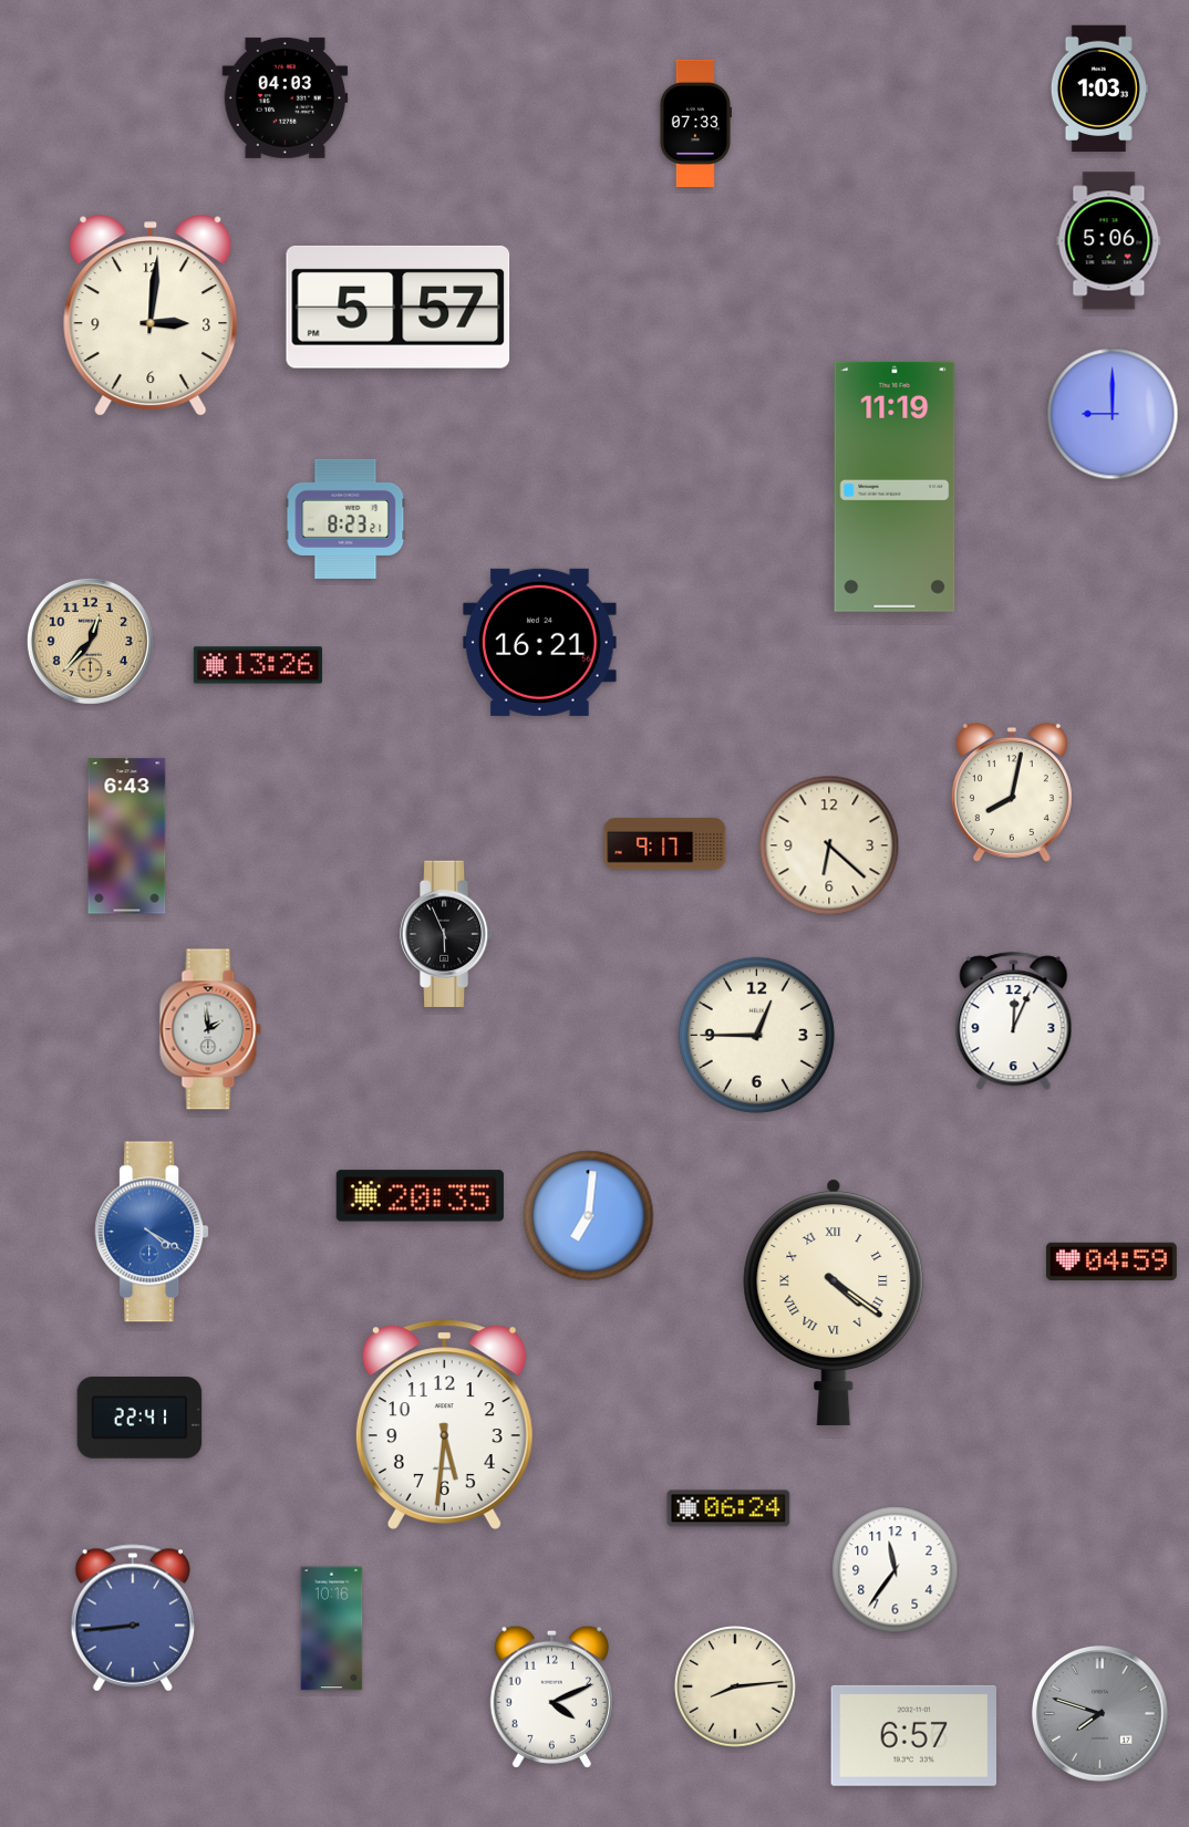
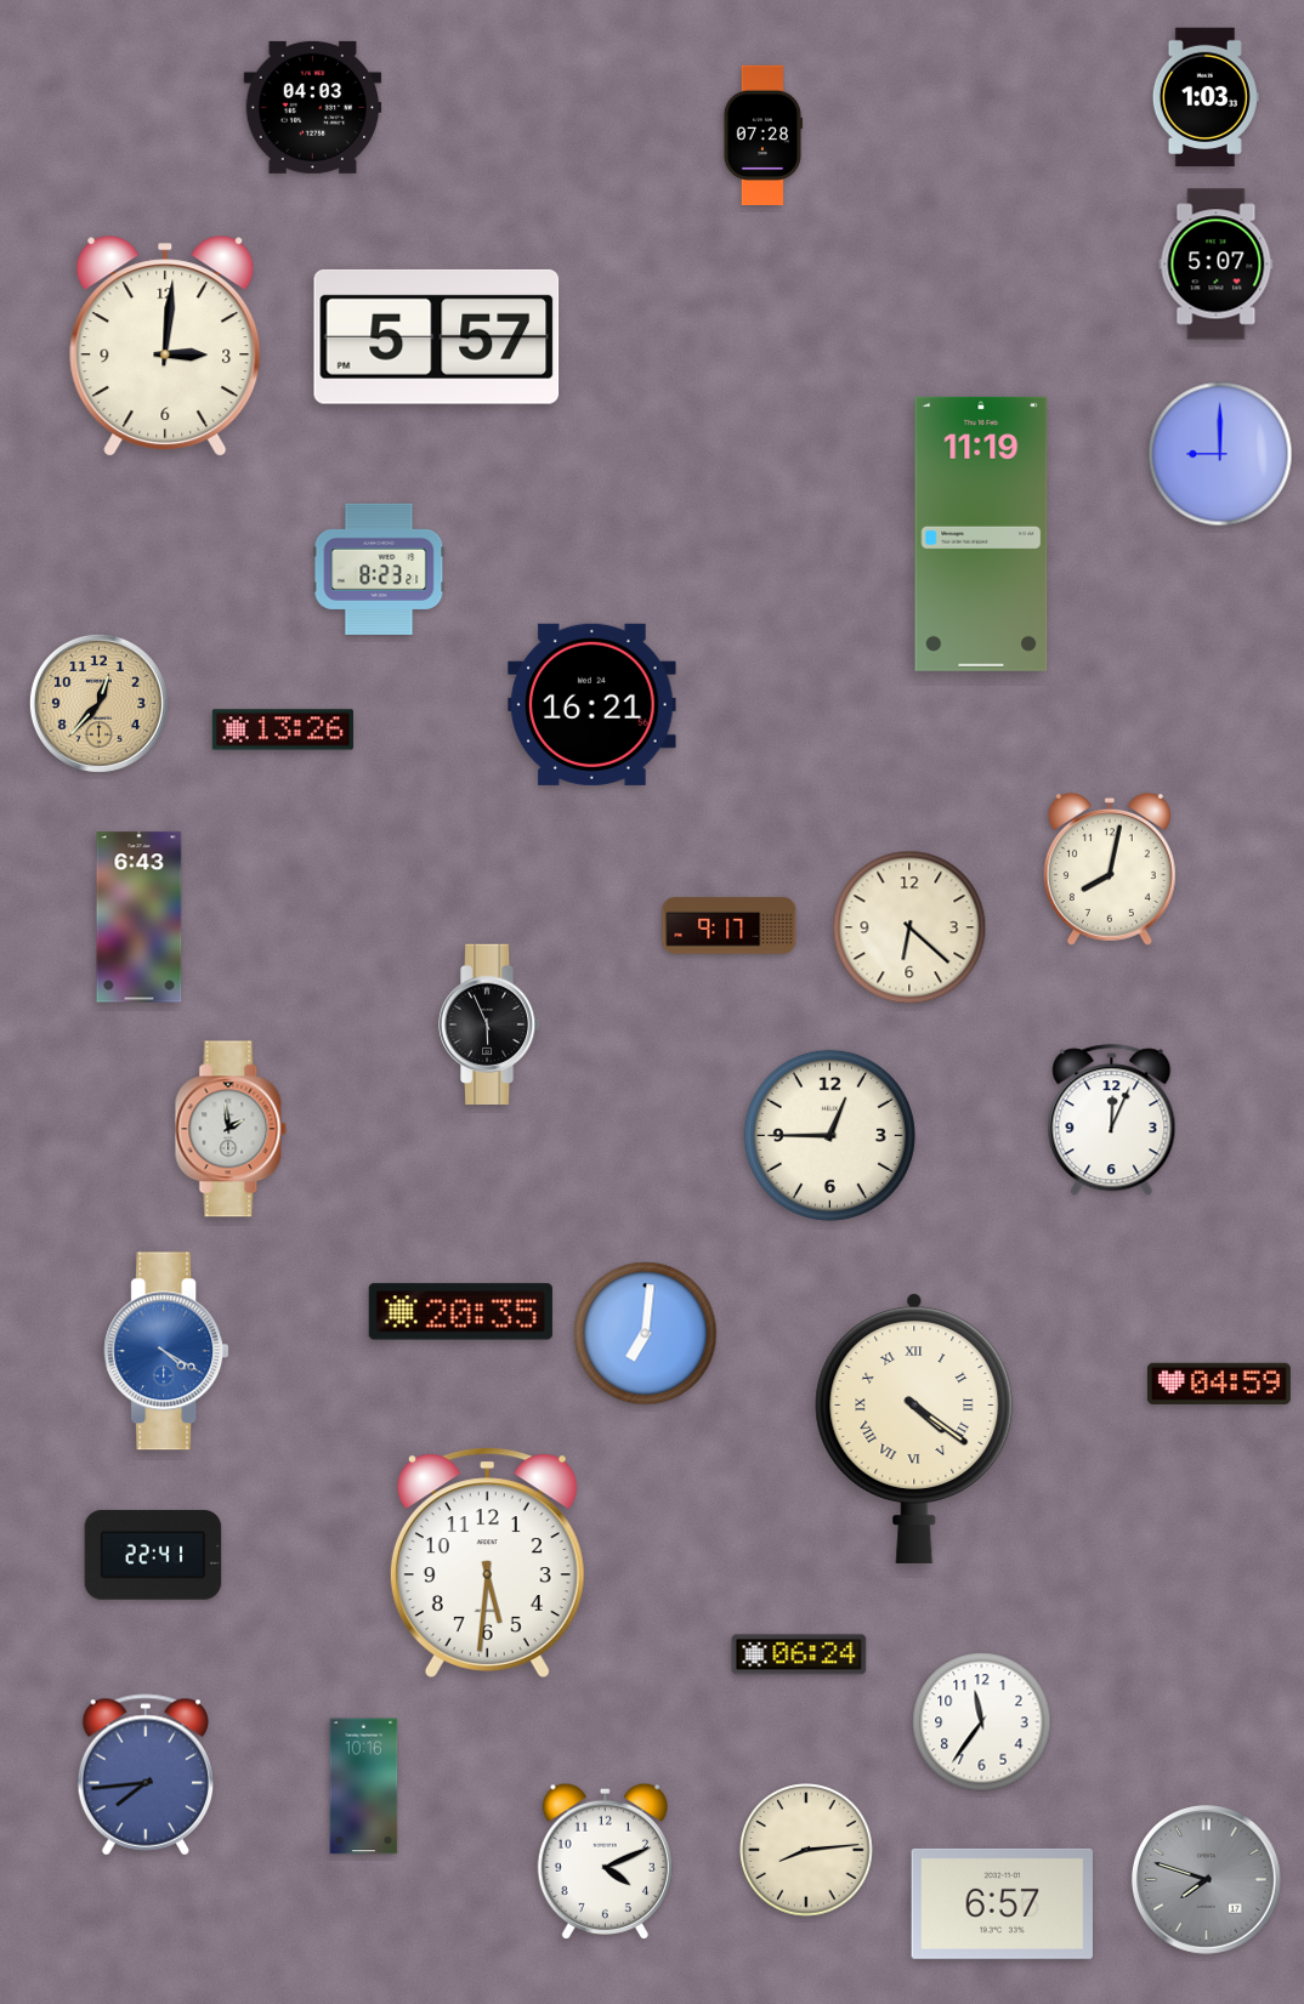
clock at (695, 123): 07:33 -> 07:28
clock at (1109, 241): 5:06 -> 5:07
clock at (132, 1618): 8:44 -> 7:44
